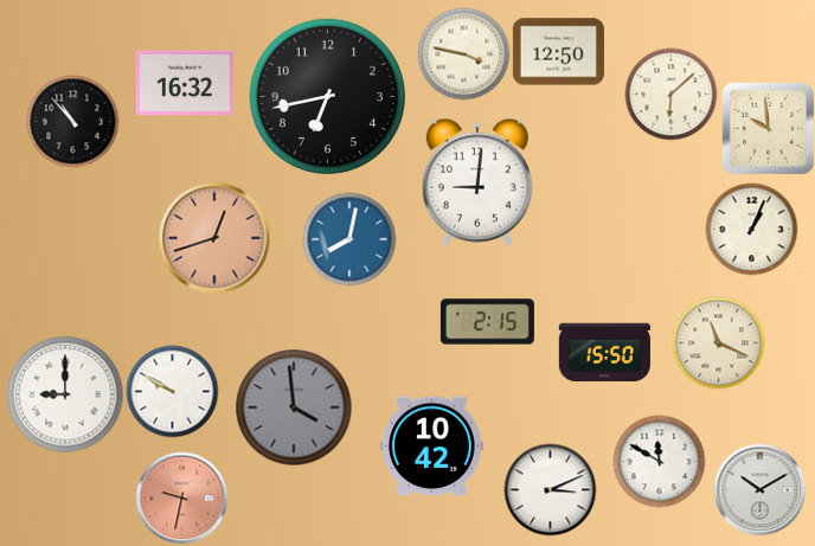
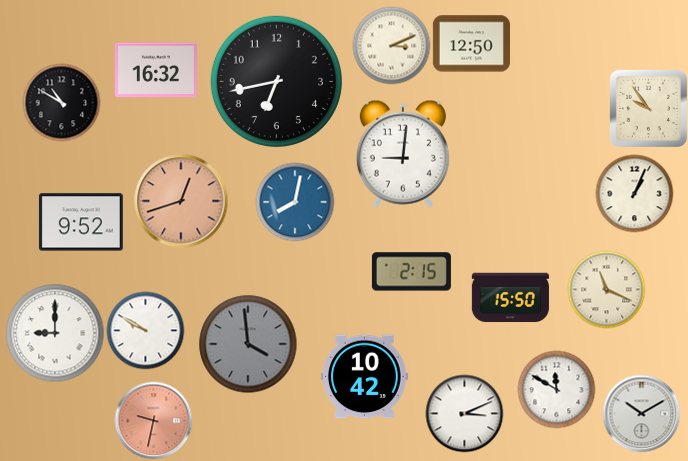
clock at (463, 53): 3:47 -> 3:11
clock at (670, 94): 6:08 -> none
clock at (72, 121): 10:53 -> 10:50
clock at (768, 128): 9:59 -> 9:54
clock at (81, 222): none -> 9:52
